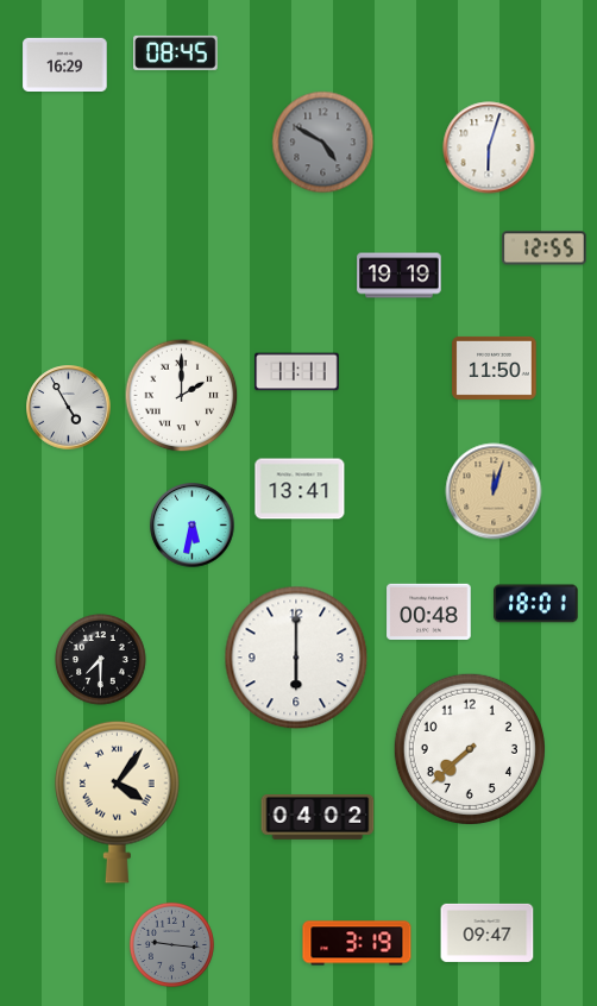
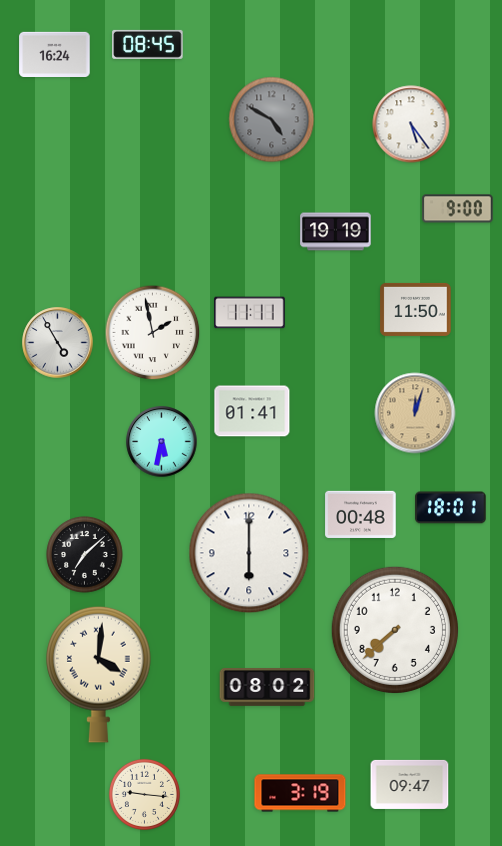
clock at (65, 64): 16:29 -> 16:24
clock at (489, 147): 6:03 -> 5:24
clock at (545, 249): 12:55 -> 9:00
clock at (182, 396): 2:00 -> 1:58
clock at (300, 489): 13:41 -> 01:41
clock at (101, 660): 7:30 -> 7:08
clock at (118, 801): 4:06 -> 4:01
clock at (318, 818): 04:02 -> 08:02
clock at (171, 944) dial: grey -> cream
